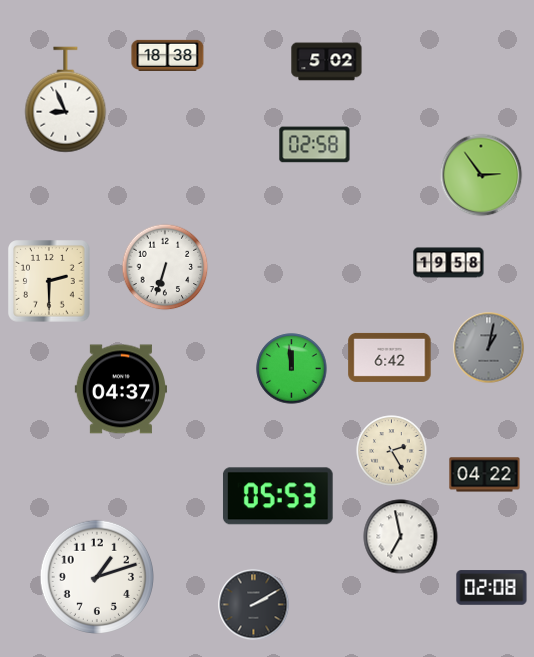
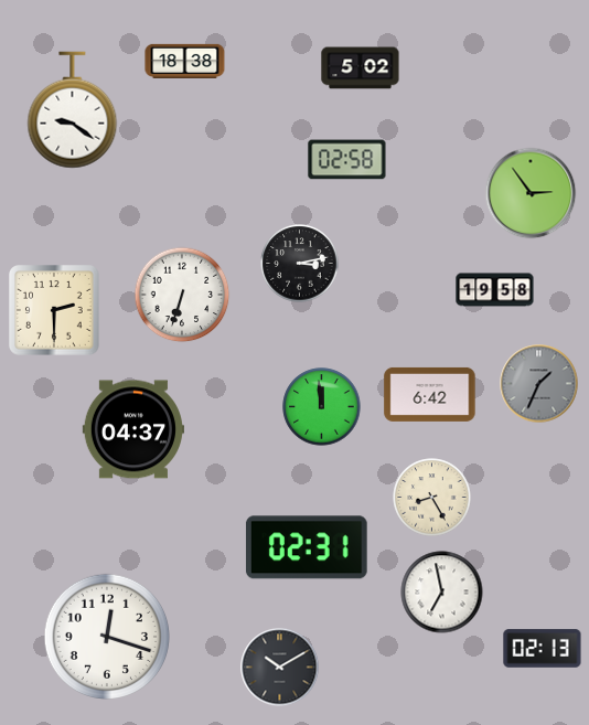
clock at (66, 100): 8:56 -> 9:21
clock at (300, 264): none -> 3:13
clock at (489, 348): 1:02 -> 1:34
clock at (392, 451): 2:25 -> 8:25
clock at (485, 475): 04:22 -> none
clock at (278, 496): 05:53 -> 02:31
clock at (96, 576): 1:12 -> 12:18
clock at (492, 588): 02:08 -> 02:13
clock at (254, 605): 2:10 -> 10:10
